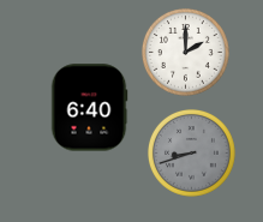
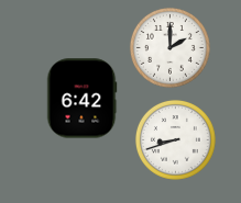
clock at (89, 108): 6:40 -> 6:42
clock at (192, 154) dial: grey -> white
